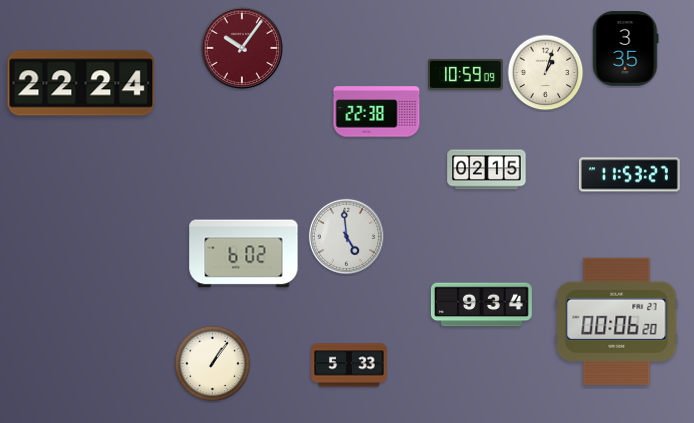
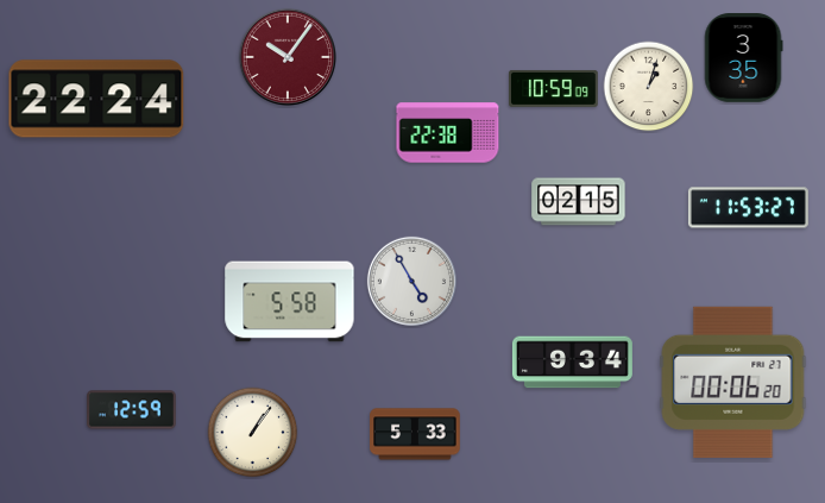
clock at (346, 236): 4:59 -> 4:55
clock at (244, 254): 6:02 -> 5:58
clock at (132, 410): none -> 12:59
